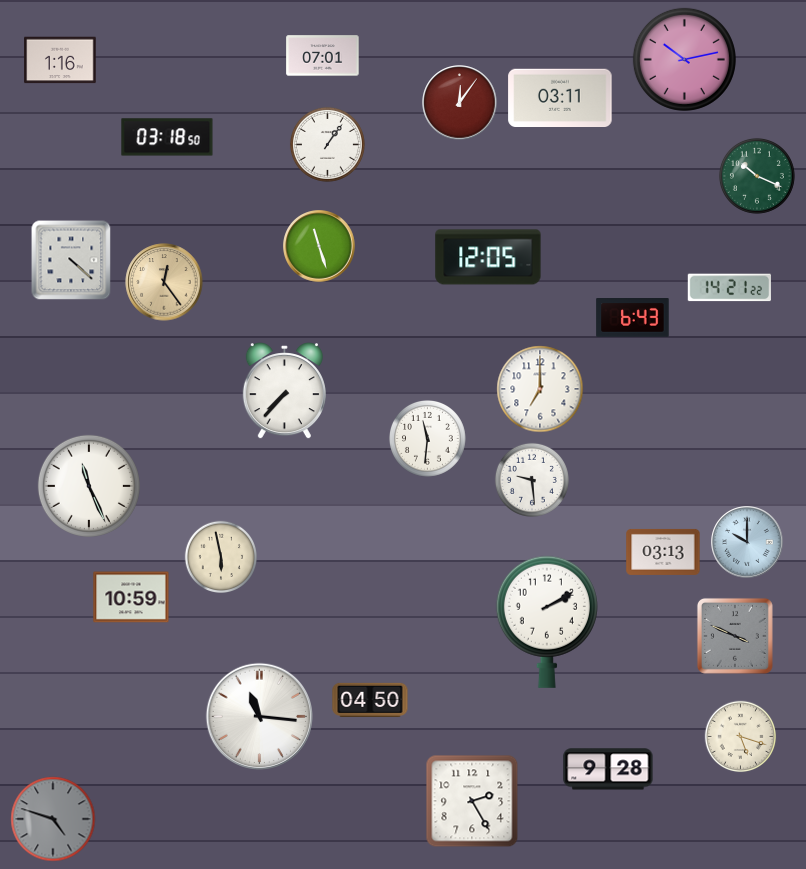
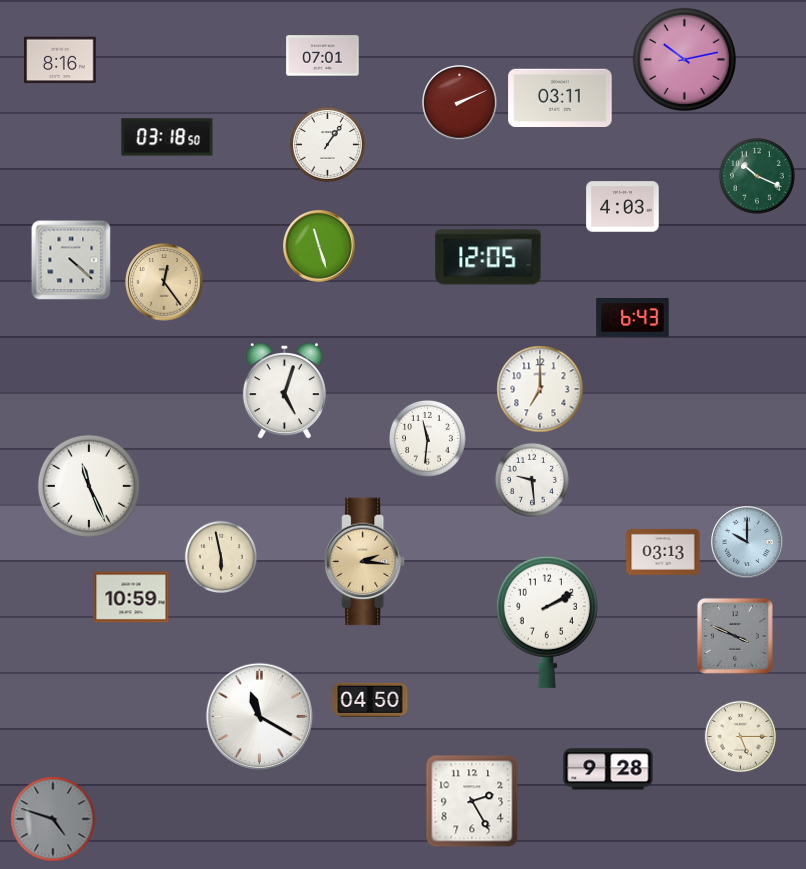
clock at (60, 60): 1:16 -> 8:16
clock at (460, 103): 12:06 -> 2:11
clock at (623, 207): none -> 4:03
clock at (729, 288): 14:21 -> none
clock at (284, 391): 7:37 -> 5:03
clock at (365, 562): none -> 2:16
clock at (259, 716): 11:16 -> 11:20
clock at (741, 737): 5:18 -> 5:15
